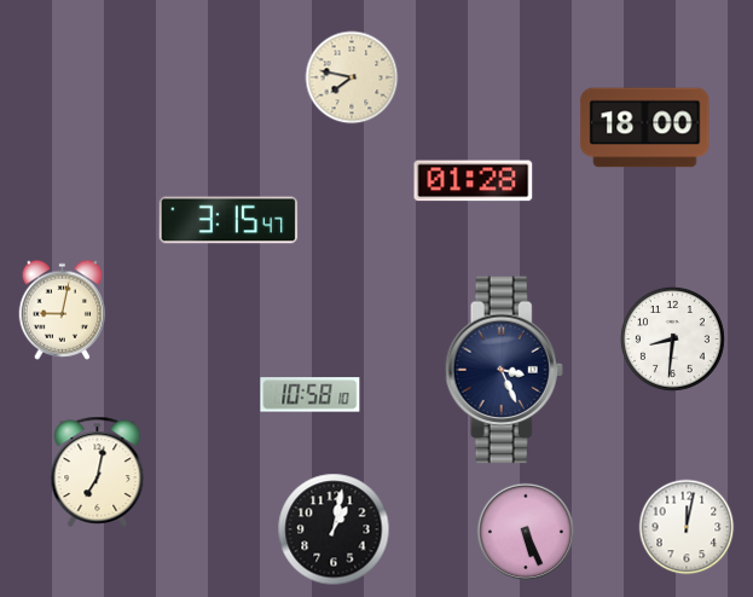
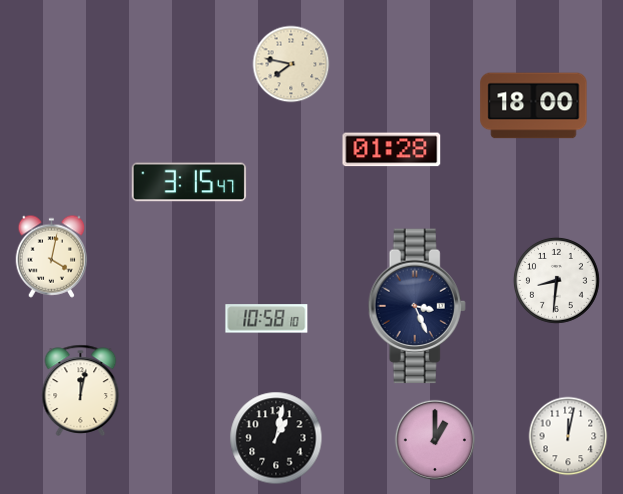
clock at (63, 309): 9:02 -> 4:02
clock at (311, 395) position: (311, 395) -> (267, 319)
clock at (98, 471): 7:02 -> 12:02
clock at (525, 531): 5:26 -> 1:00
